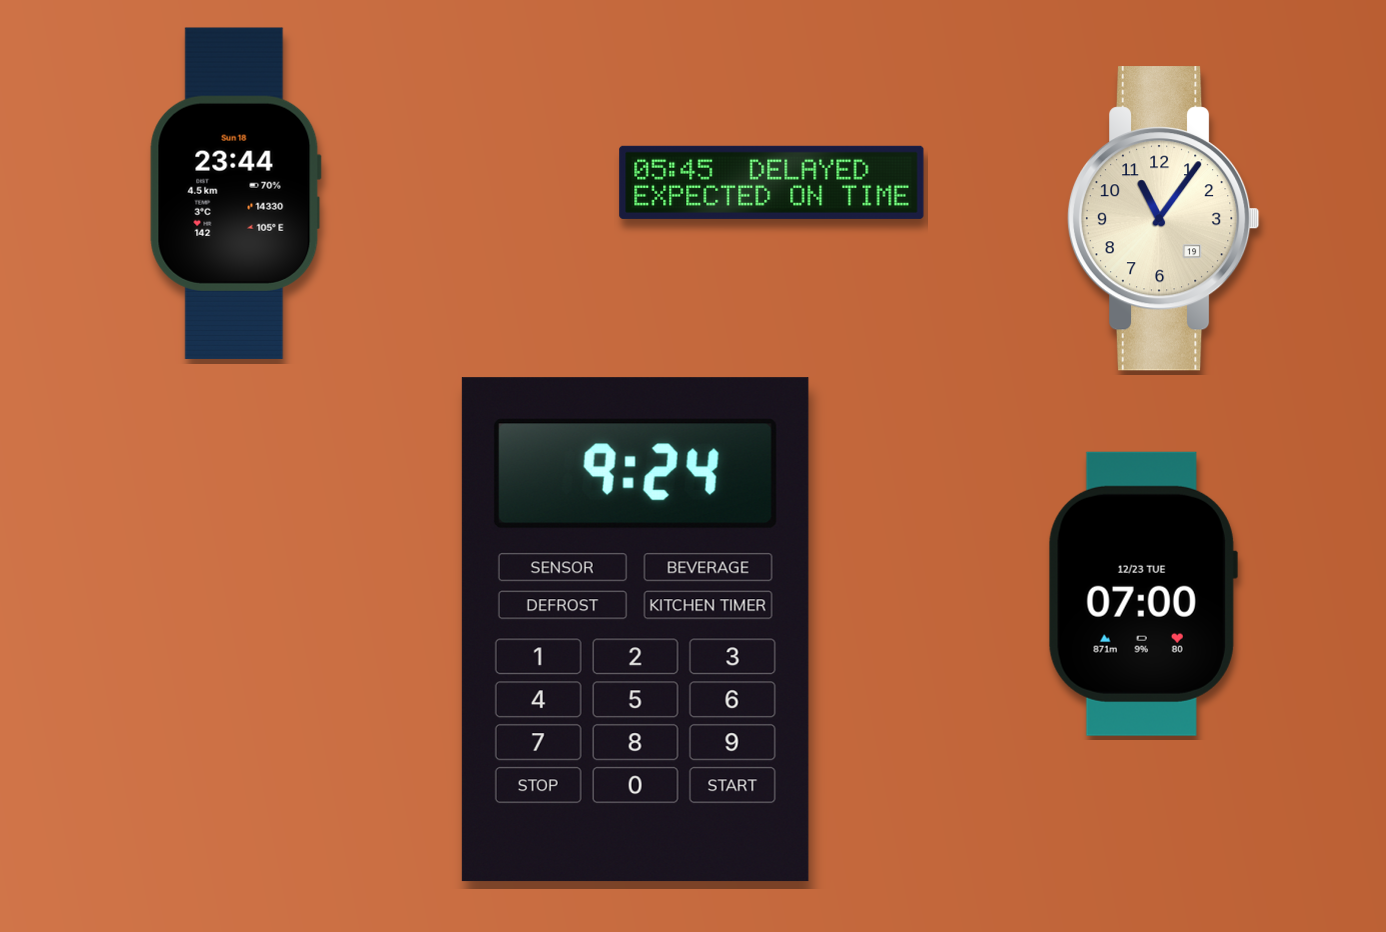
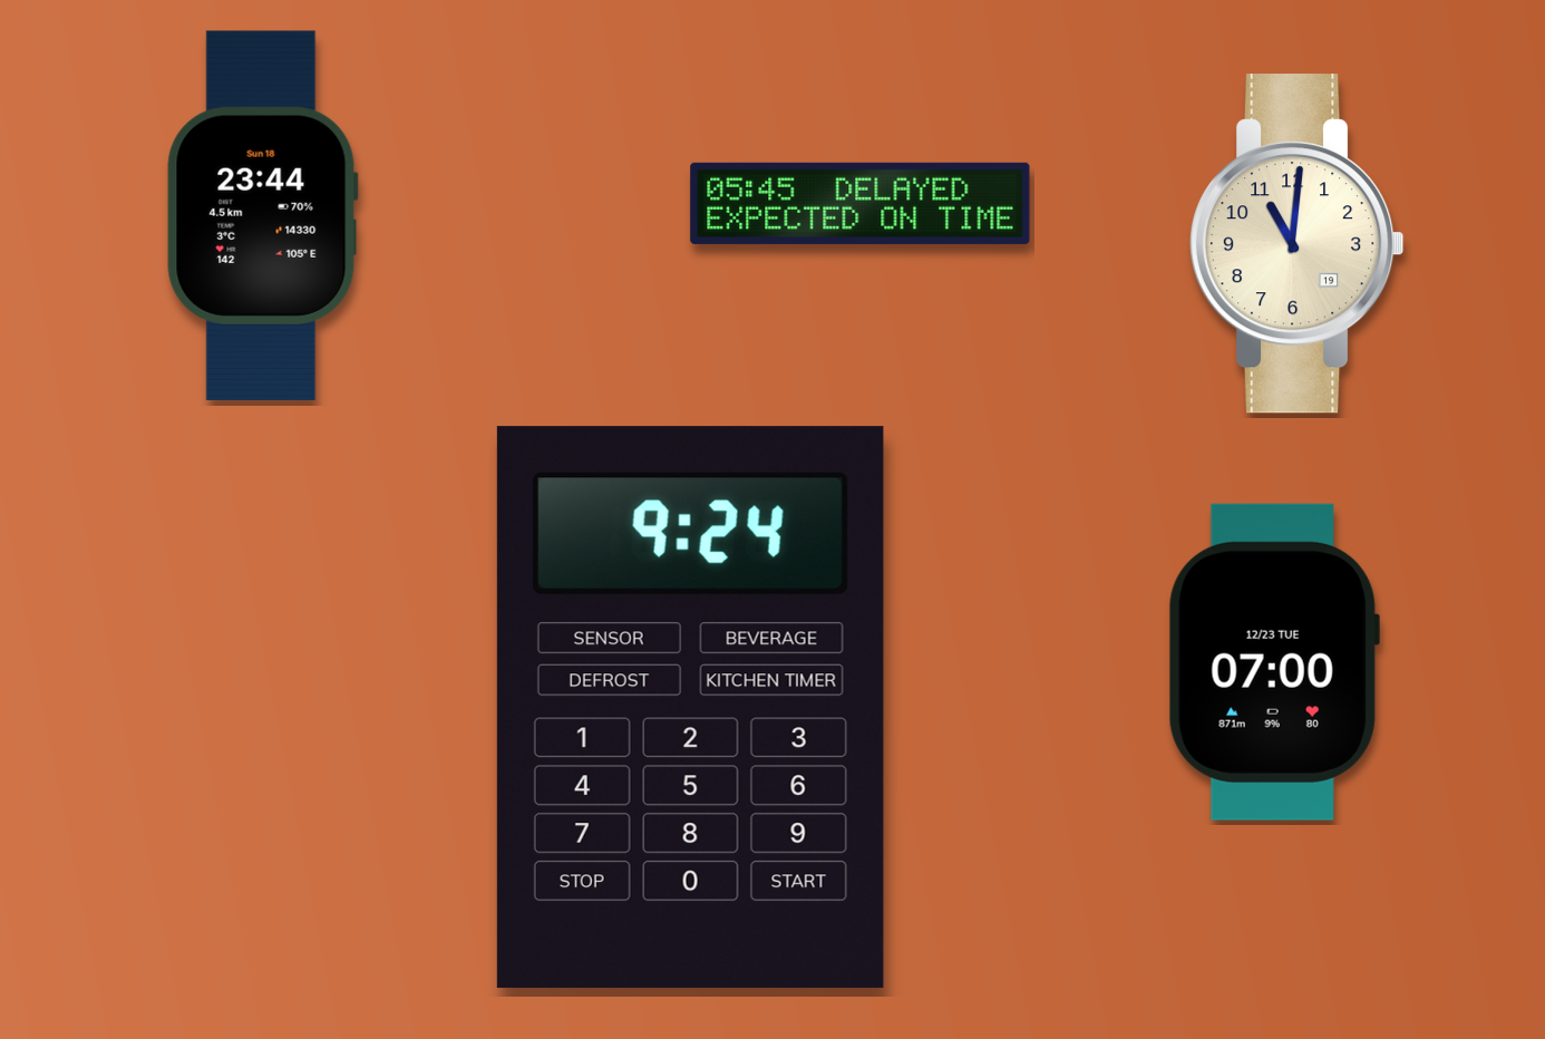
clock at (1163, 219): 11:06 -> 11:01
clock at (635, 630) position: (635, 630) -> (690, 708)
